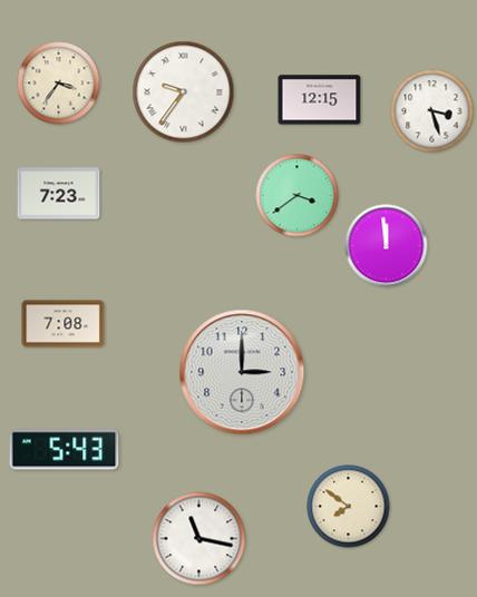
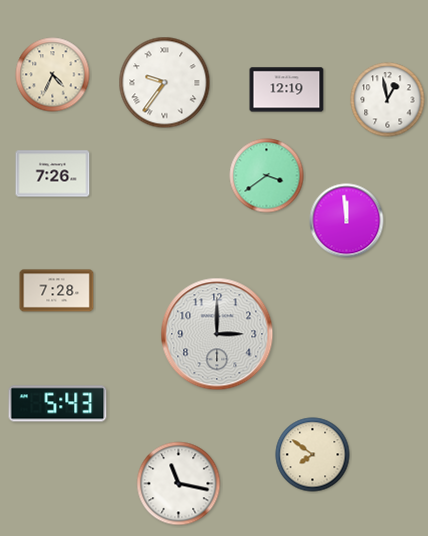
clock at (59, 84): 3:36 -> 4:34
clock at (320, 100): 12:15 -> 12:19
clock at (432, 111): 3:27 -> 12:58
clock at (59, 194): 7:23 -> 7:26
clock at (64, 324): 7:08 -> 7:28
